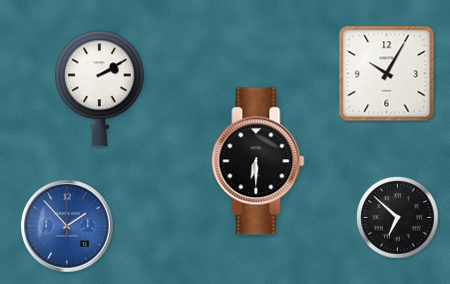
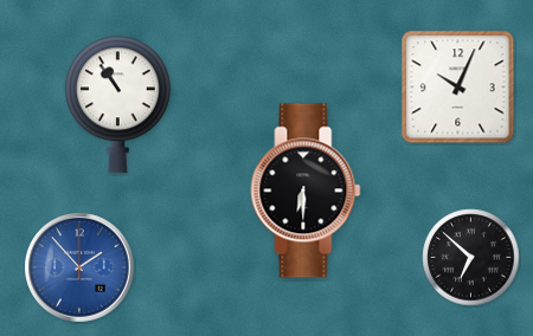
clock at (387, 74): 10:05 -> 10:04
clock at (99, 89): 2:10 -> 10:54
